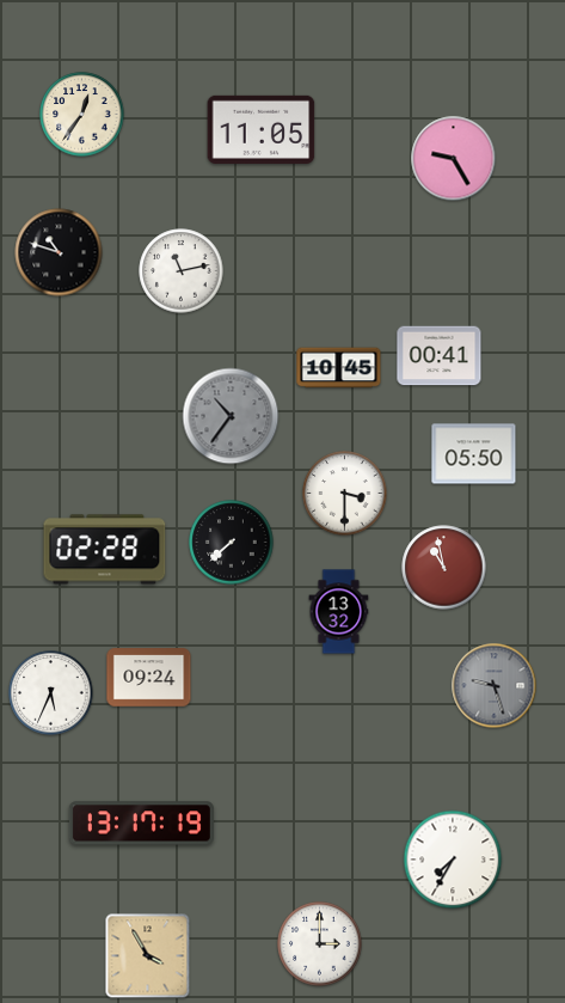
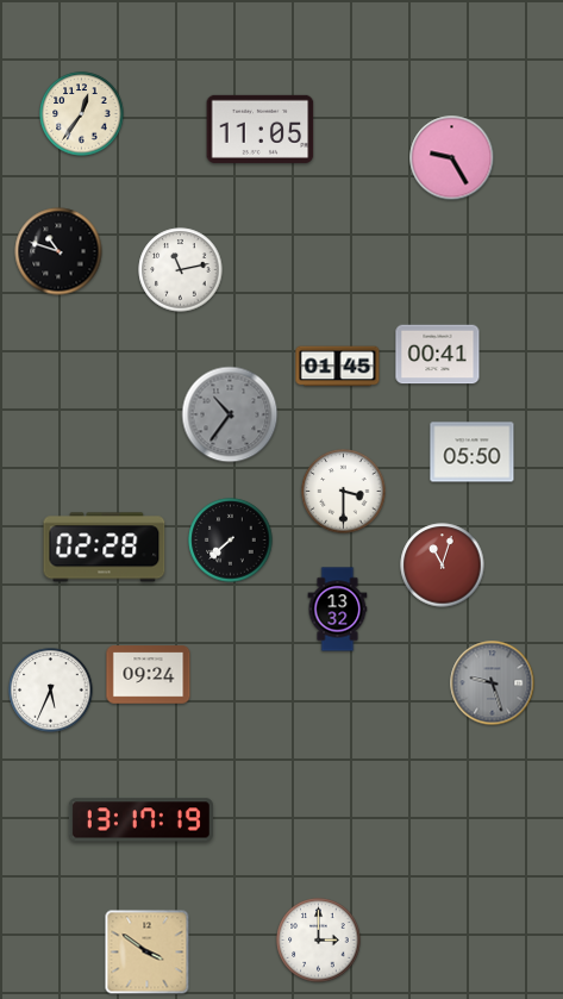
clock at (339, 368): 10:45 -> 01:45
clock at (444, 568): 10:58 -> 11:03
clock at (453, 860): 7:35 -> none
clock at (148, 956): 3:55 -> 3:51
